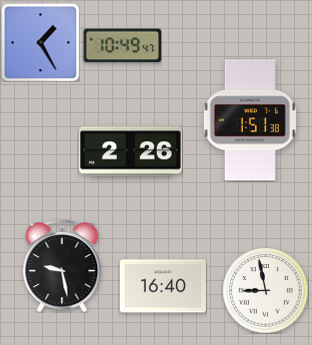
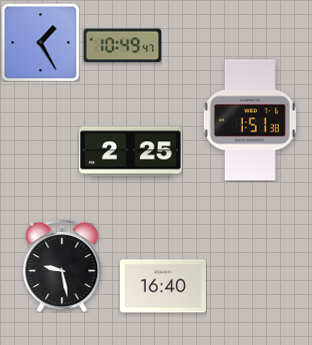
clock at (131, 152): 2:26 -> 2:25
clock at (265, 290): 8:58 -> none
